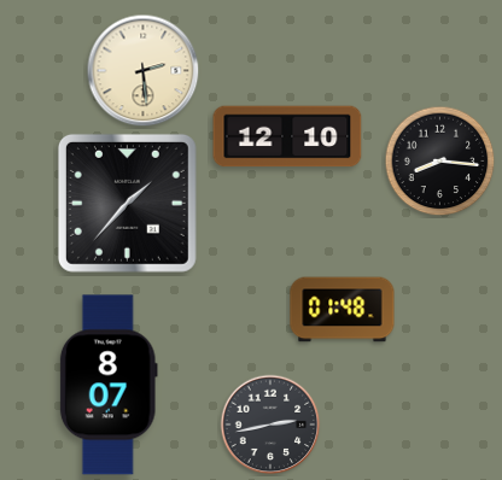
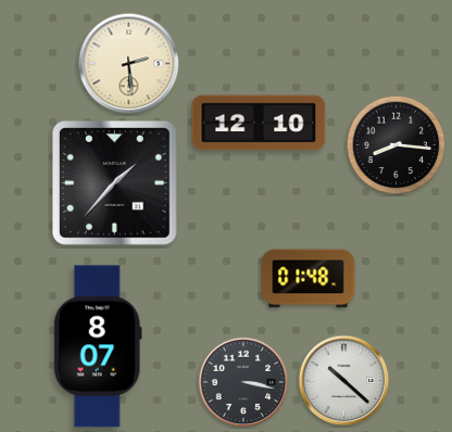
clock at (344, 381): none -> 10:22
clock at (270, 425): 2:43 -> 3:17
